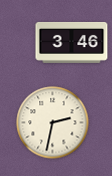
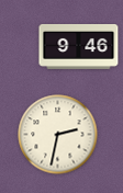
clock at (72, 42): 3:46 -> 9:46
